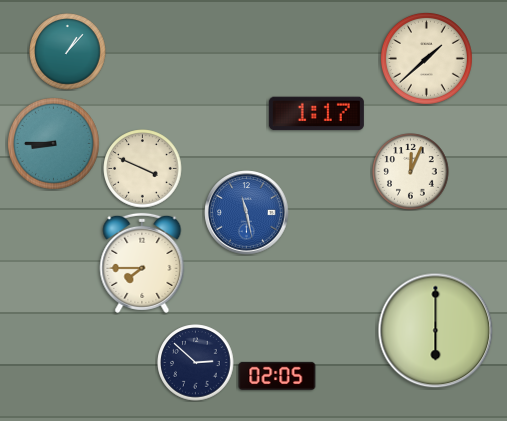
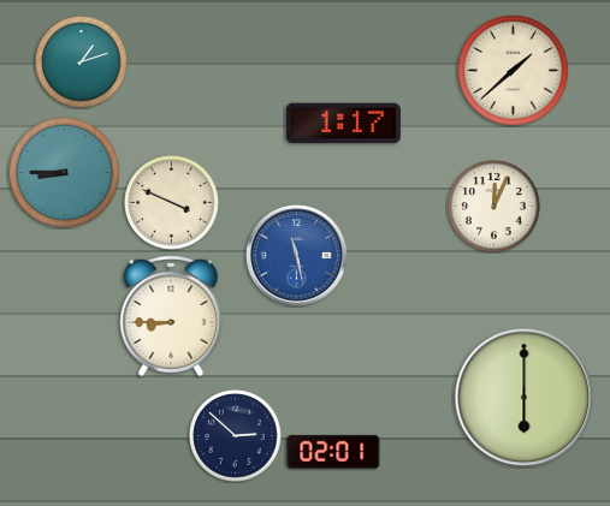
clock at (68, 52): 1:07 -> 1:12
clock at (316, 114) position: (316, 114) -> (343, 124)
clock at (142, 263): 7:45 -> 8:45
clock at (277, 376): 02:05 -> 02:01
